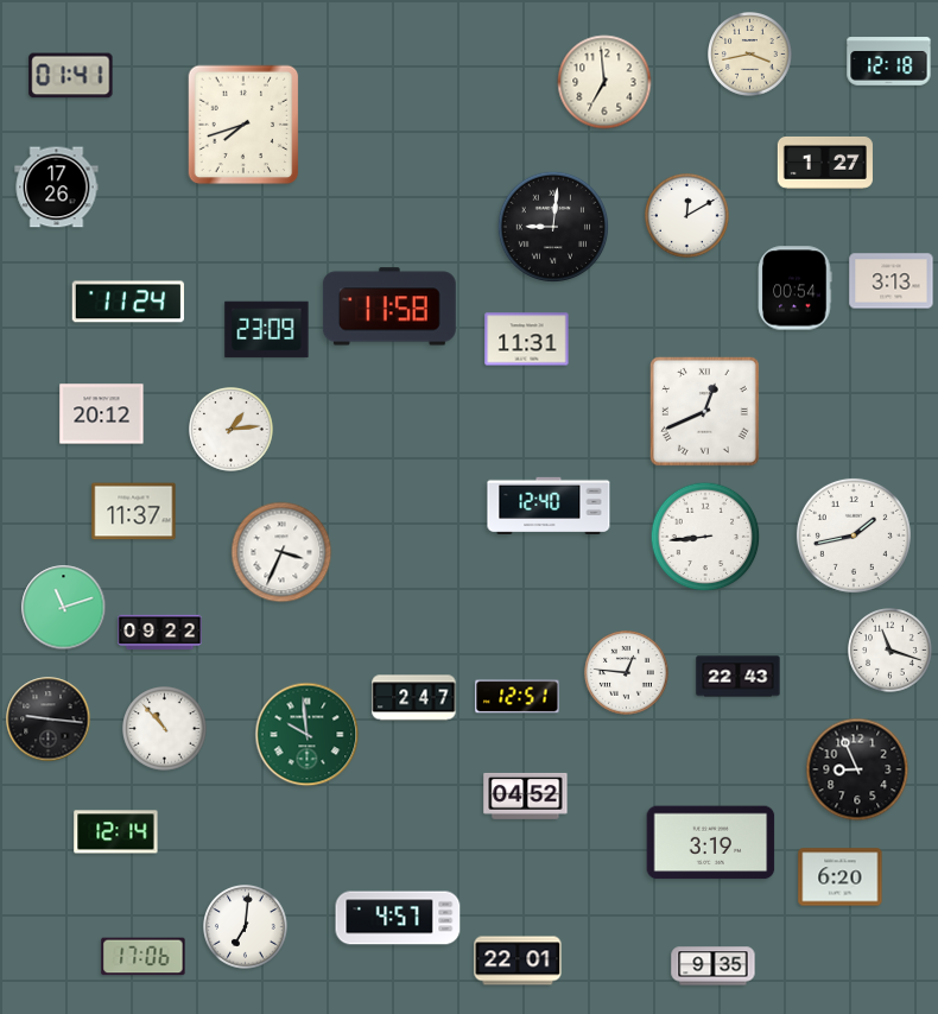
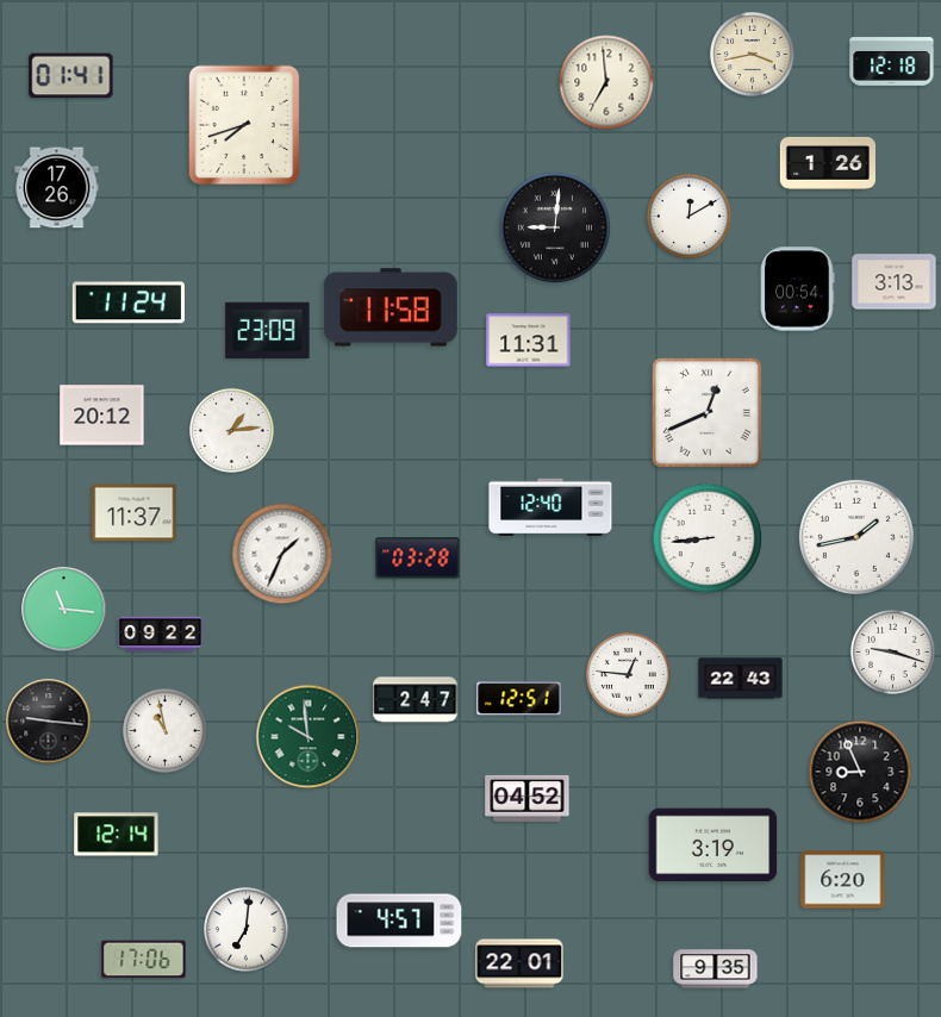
clock at (825, 163): 1:27 -> 1:26
clock at (281, 552): 3:34 -> 1:34
clock at (418, 559): none -> 03:28
clock at (64, 608): 11:12 -> 11:16
clock at (891, 651): 11:18 -> 9:18
clock at (165, 729): 10:53 -> 10:58
